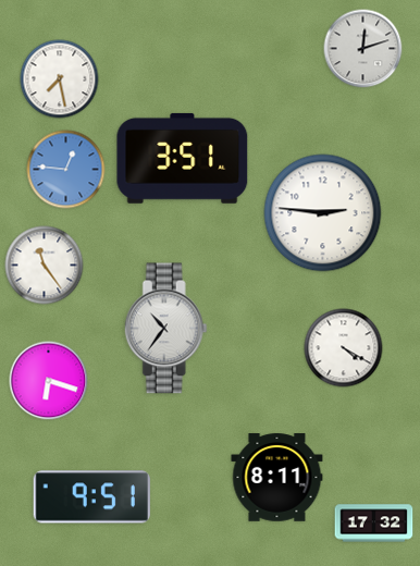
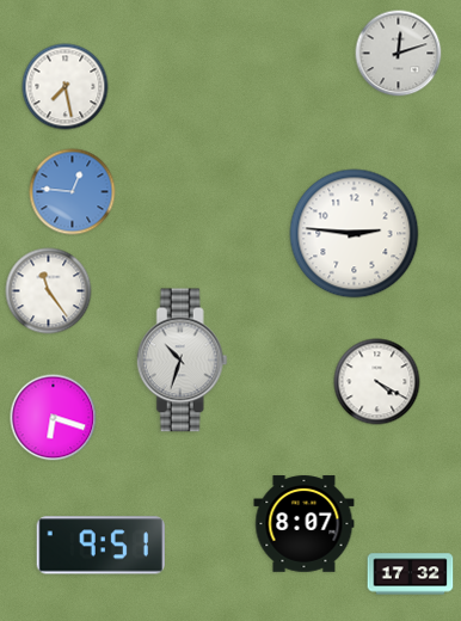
clock at (183, 158): 3:51 -> none
clock at (66, 170) position: (66, 170) -> (73, 192)
clock at (165, 329): 10:36 -> 10:33
clock at (277, 478): 8:11 -> 8:07
